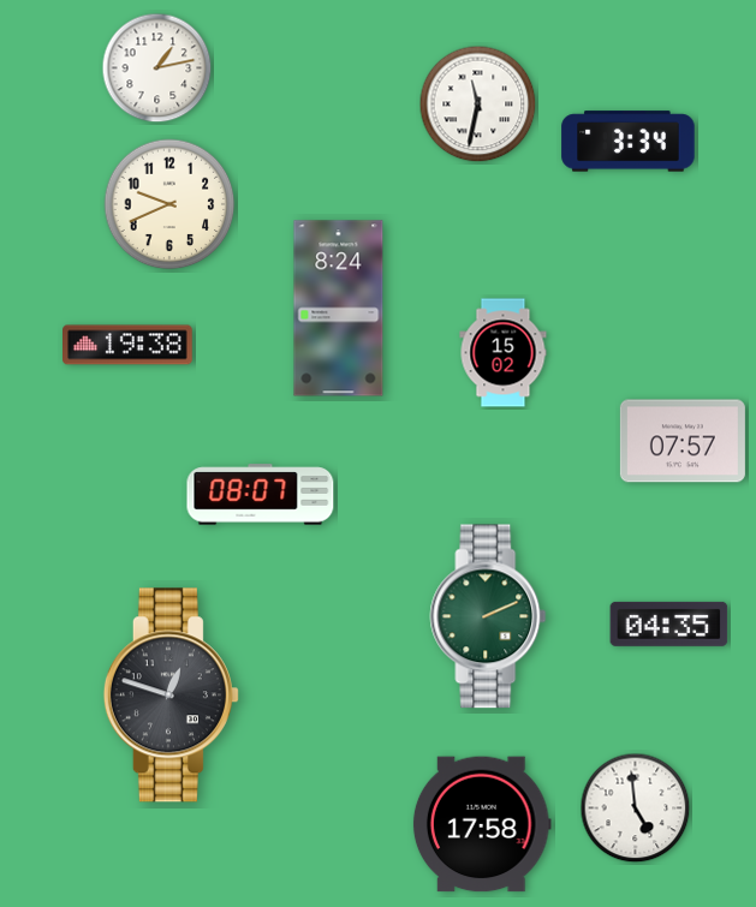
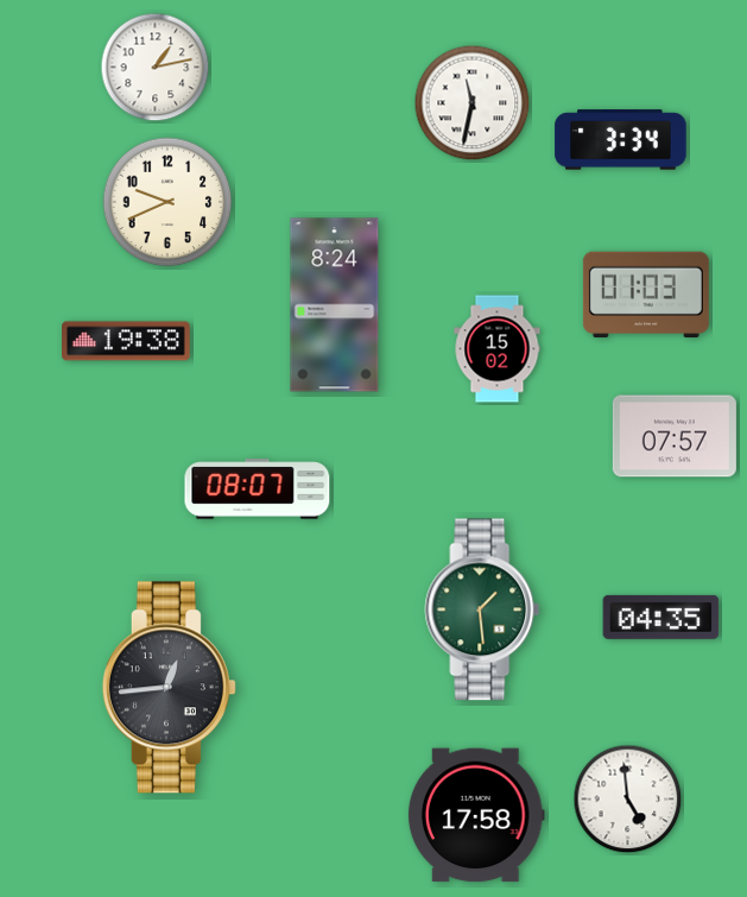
clock at (646, 293): none -> 01:03
clock at (488, 616): 2:11 -> 1:29
clock at (171, 696): 12:48 -> 12:44
